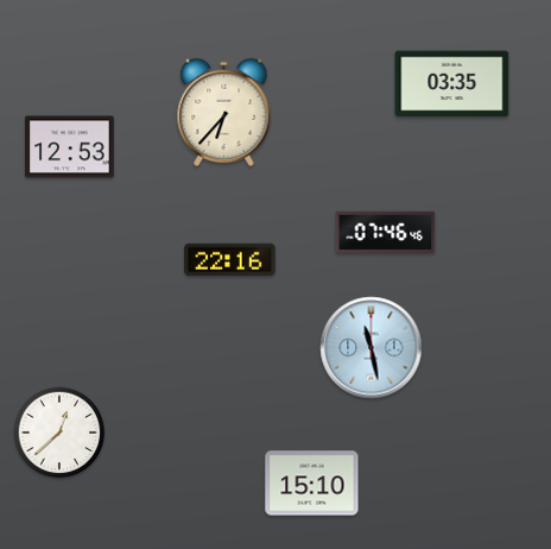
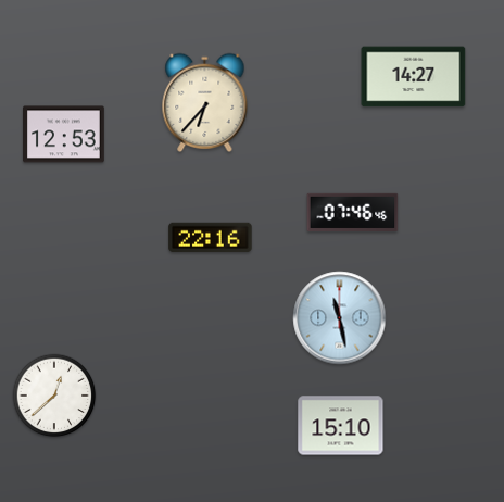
clock at (452, 84): 03:35 -> 14:27
clock at (312, 484) position: (312, 484) -> (341, 426)
